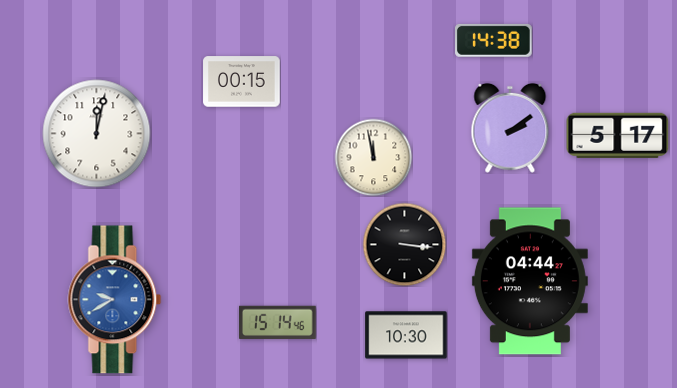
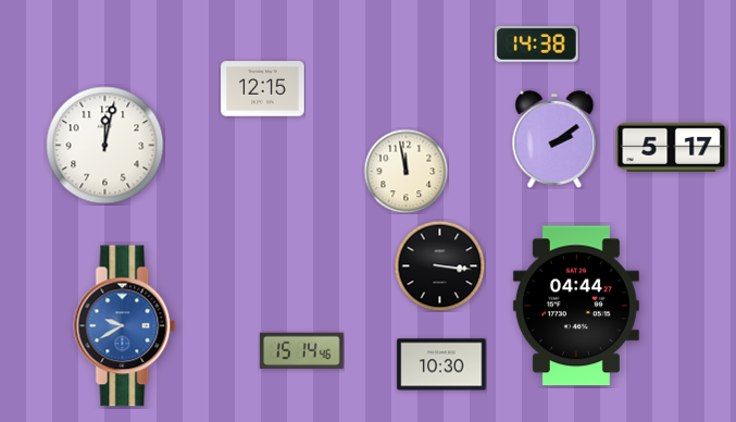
clock at (242, 82): 00:15 -> 12:15
